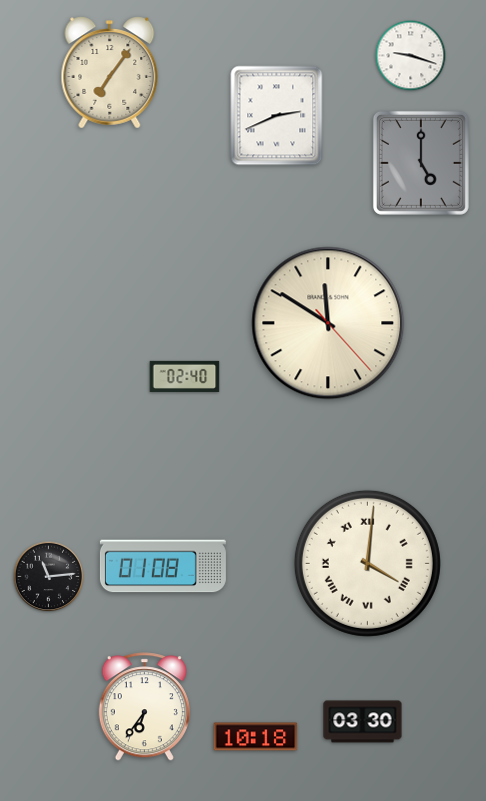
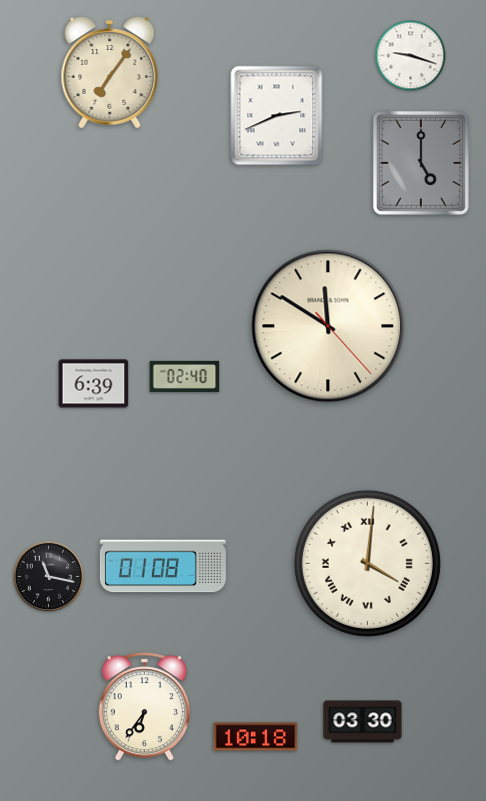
clock at (328, 323) position: (328, 323) -> (328, 326)
clock at (94, 384): none -> 6:39
clock at (49, 577): 11:14 -> 11:17
